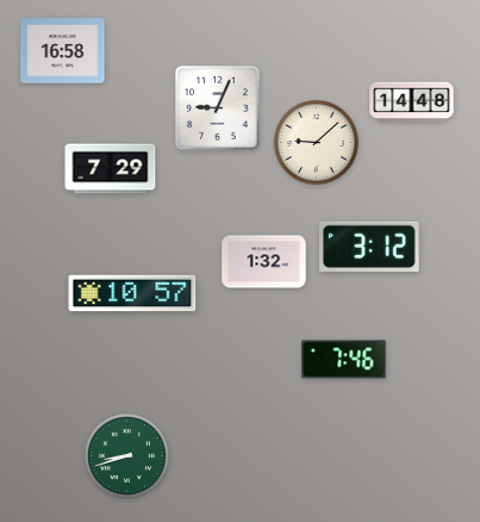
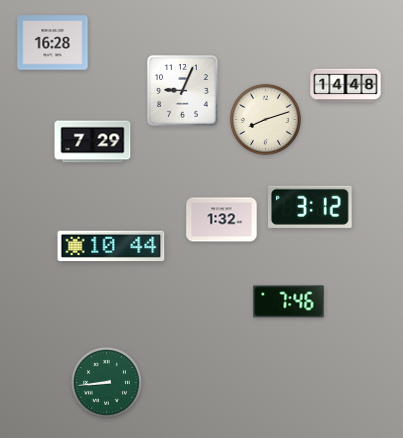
clock at (63, 51): 16:58 -> 16:28
clock at (316, 142): 9:08 -> 8:12
clock at (132, 293): 10:57 -> 10:44
clock at (126, 455): 8:42 -> 8:44
